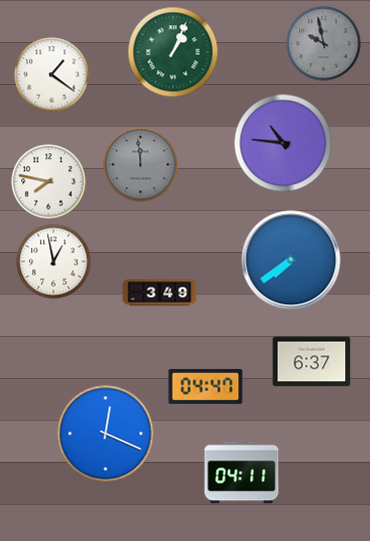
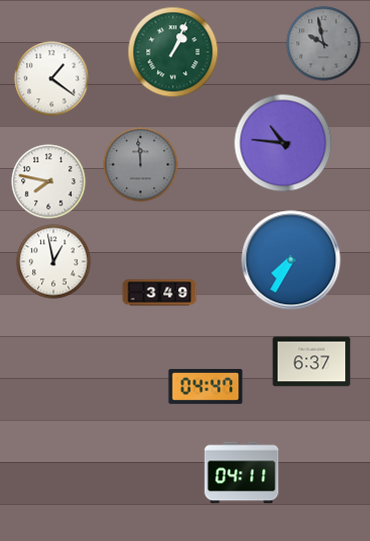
clock at (52, 75) position: (52, 75) -> (52, 79)
clock at (291, 260): 7:39 -> 7:35
clock at (106, 434): 12:19 -> none
